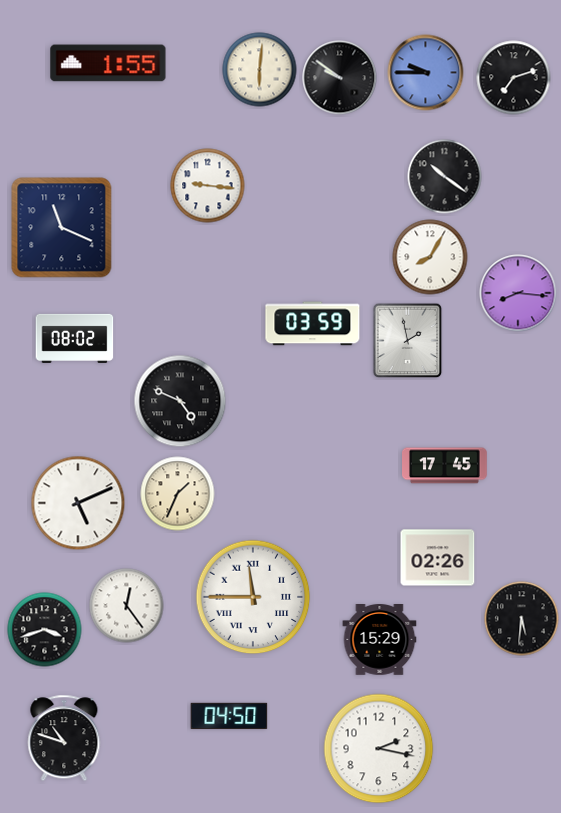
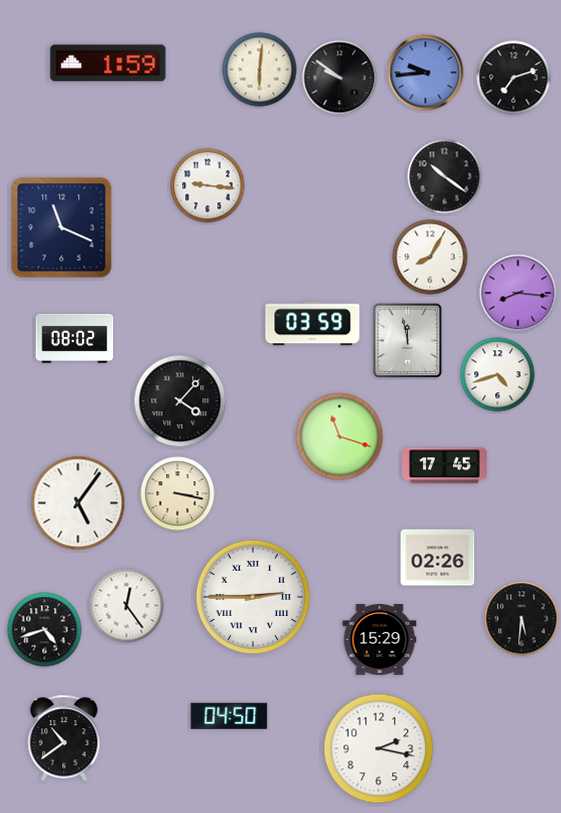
clock at (108, 63): 1:55 -> 1:59
clock at (426, 73): 9:45 -> 9:44
clock at (408, 341): 1:58 -> 11:58
clock at (498, 375): none -> 4:42
clock at (180, 401): 4:49 -> 4:07
clock at (340, 437): none -> 11:18
clock at (178, 494): 1:34 -> 3:17
clock at (78, 503): 5:11 -> 5:06
clock at (253, 597): 11:45 -> 2:45
clock at (45, 630): 3:42 -> 4:42
clock at (64, 738): 10:48 -> 10:39
